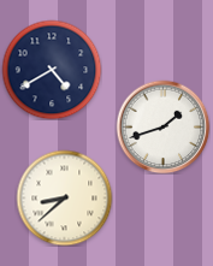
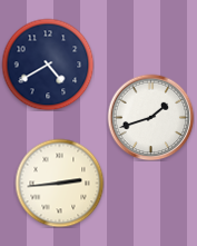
clock at (64, 197): 8:38 -> 2:44
